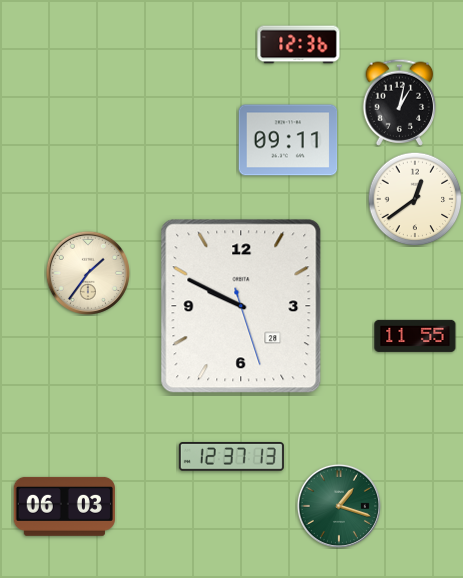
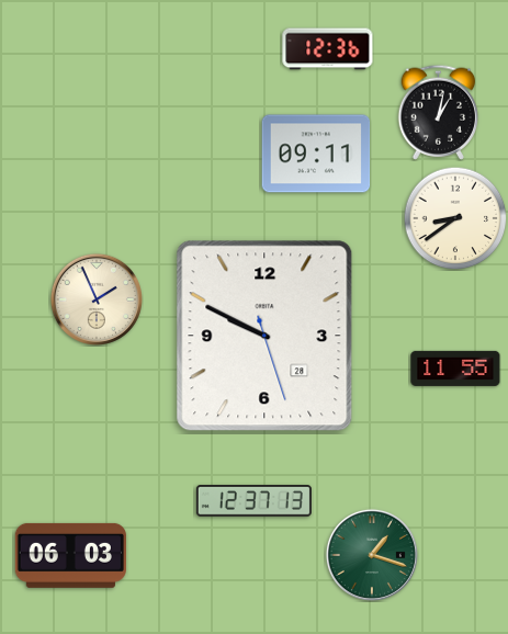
clock at (415, 199): 12:39 -> 8:39
clock at (88, 273): 1:36 -> 1:56
